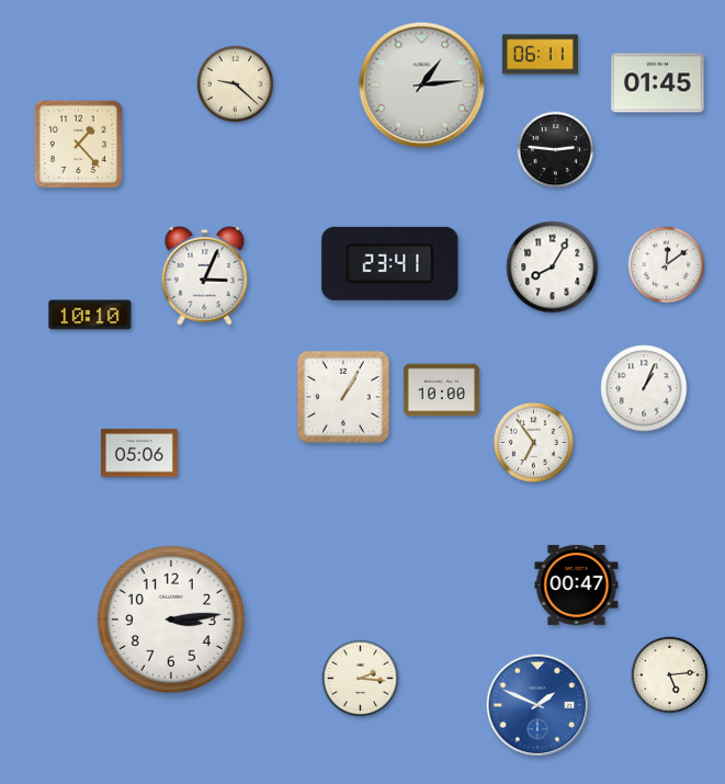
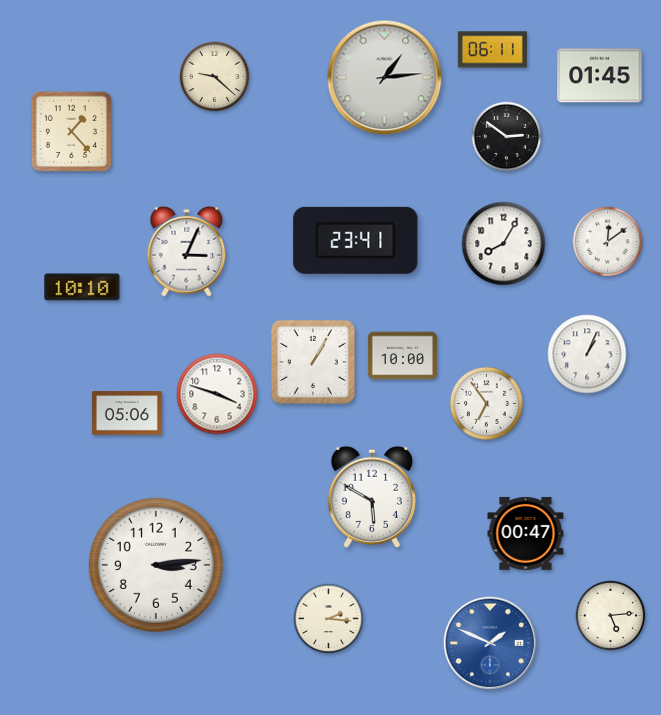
clock at (556, 150): 2:46 -> 2:51
clock at (217, 394): none -> 3:48
clock at (372, 497): none -> 5:50
